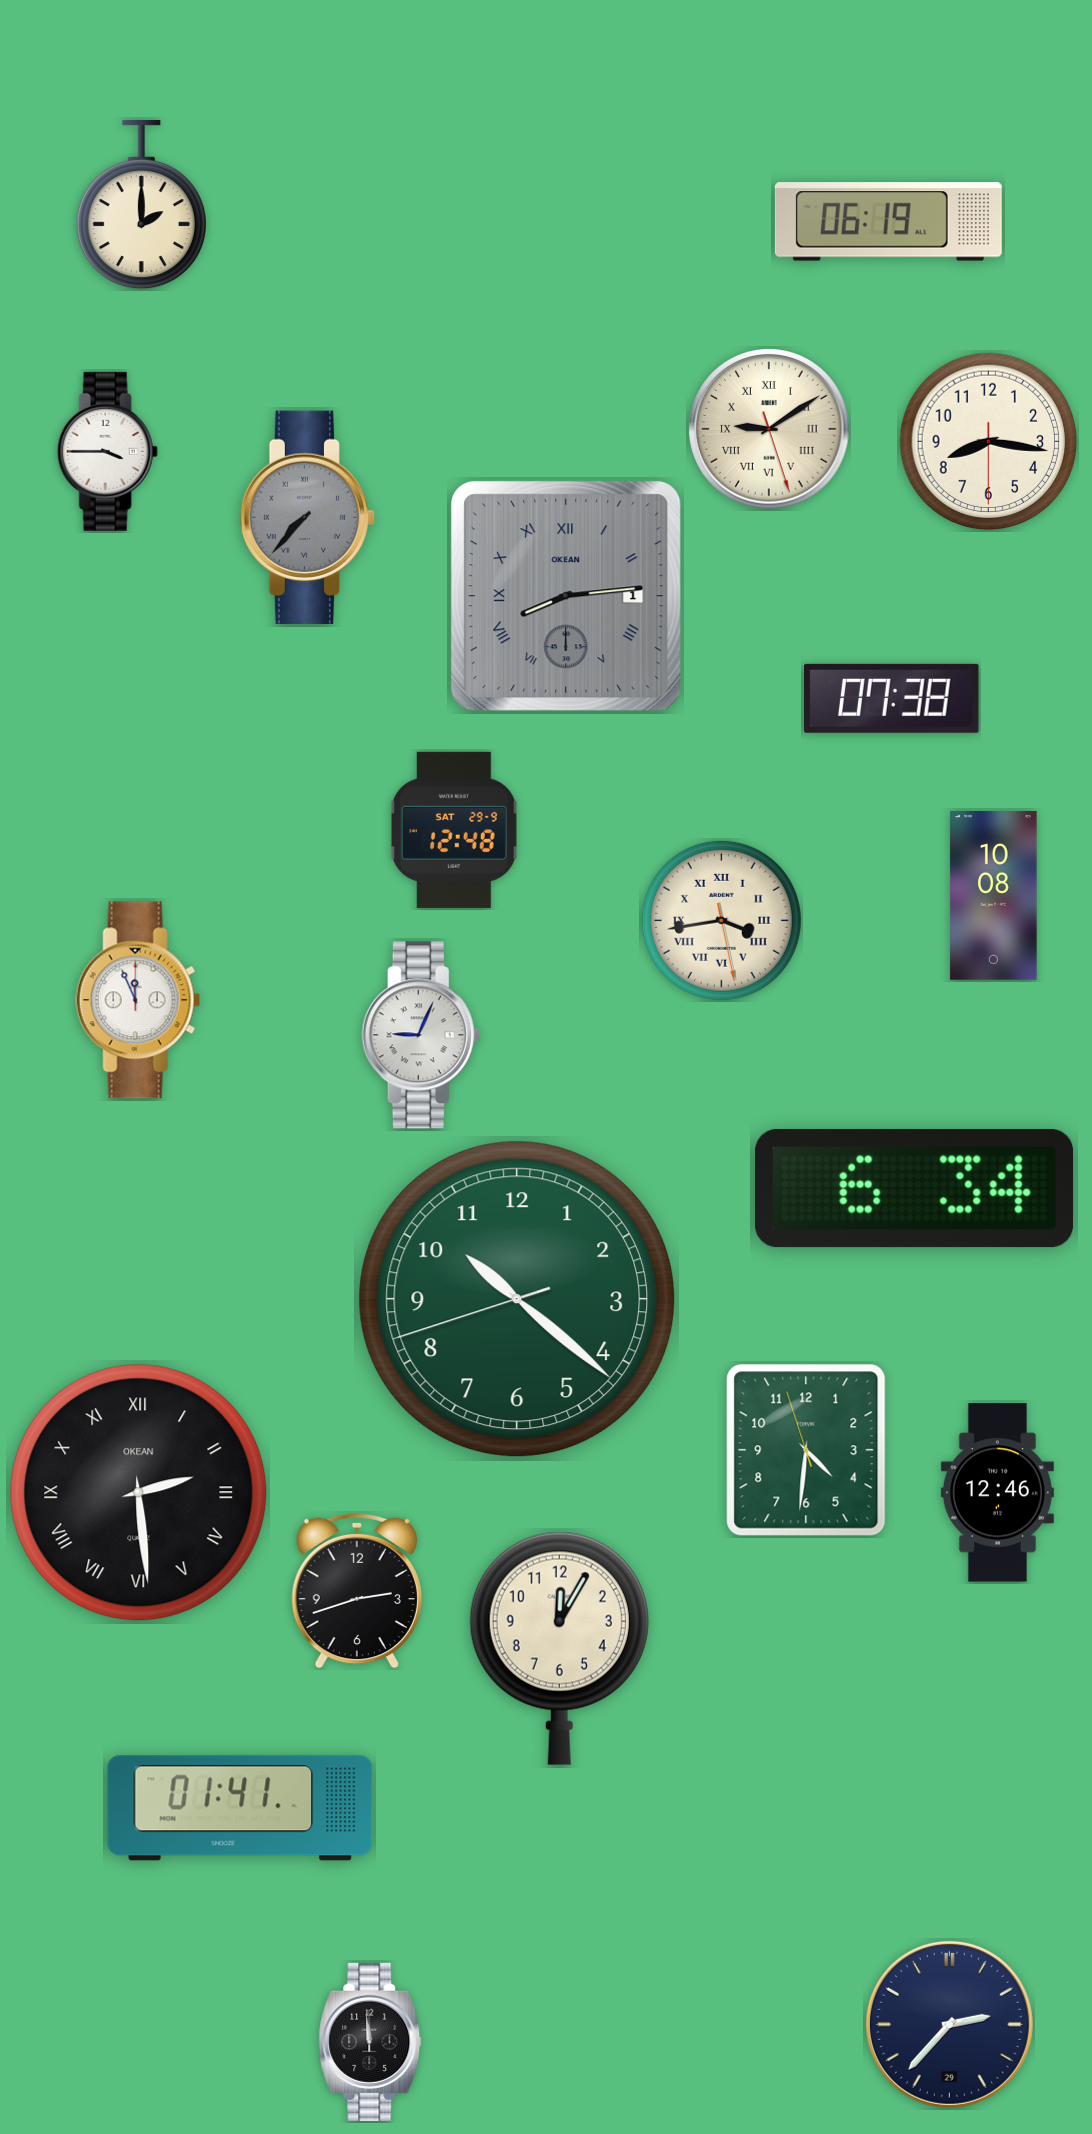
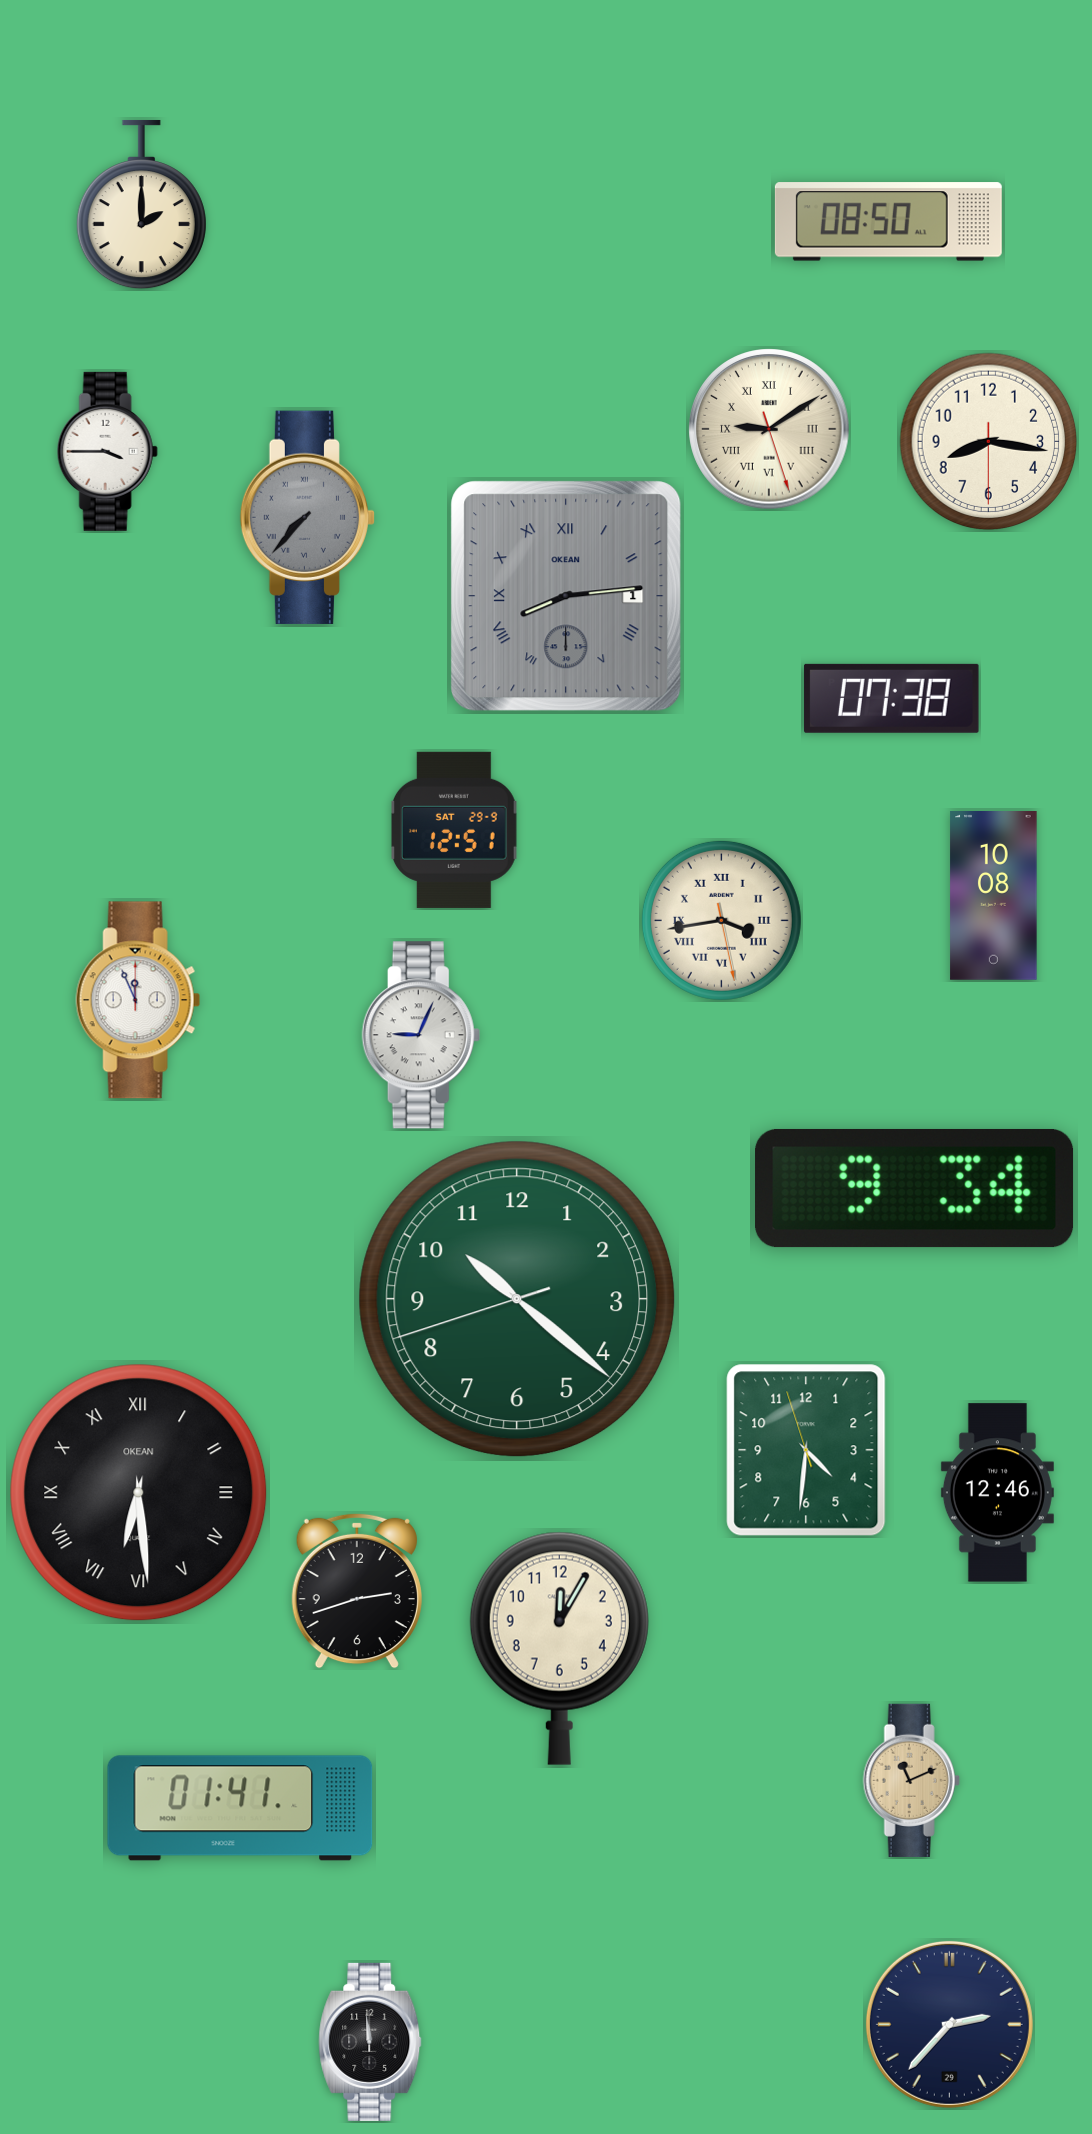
clock at (888, 222): 06:19 -> 08:50
clock at (454, 830): 12:48 -> 12:51
clock at (915, 1188): 6:34 -> 9:34
clock at (139, 1493): 2:29 -> 6:29
clock at (911, 1780): none -> 11:11
